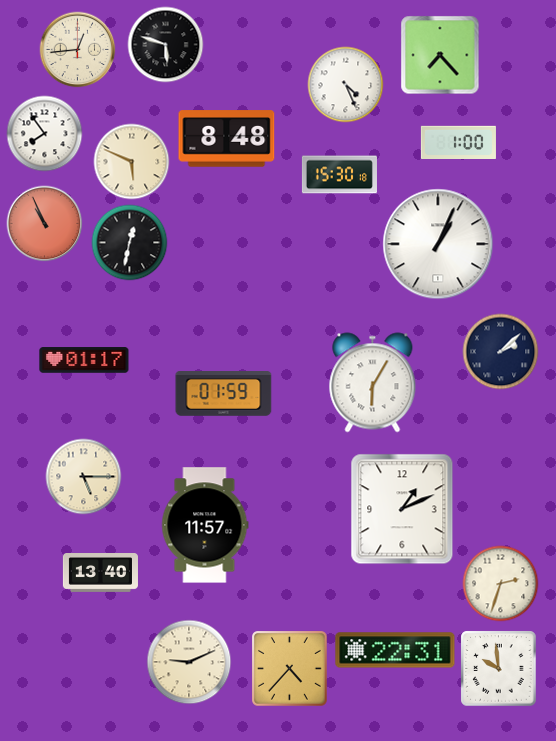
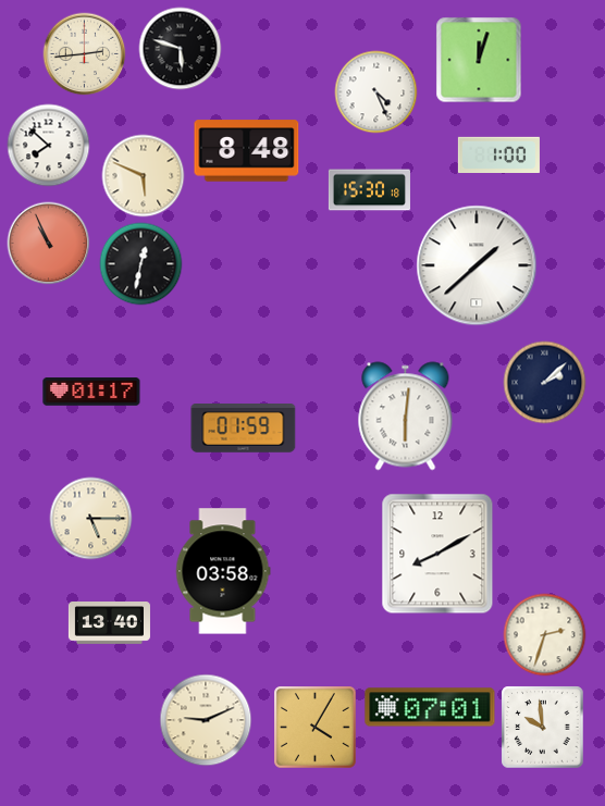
clock at (78, 50): 12:44 -> 2:44
clock at (440, 55): 7:23 -> 12:03
clock at (45, 134): 7:54 -> 7:52
clock at (438, 244): 1:04 -> 1:38
clock at (373, 383): 6:05 -> 6:01
clock at (402, 509): 1:11 -> 8:10
clock at (205, 525): 11:57 -> 03:58
clock at (395, 650): 22:31 -> 07:01
clock at (290, 669): 4:37 -> 4:05
